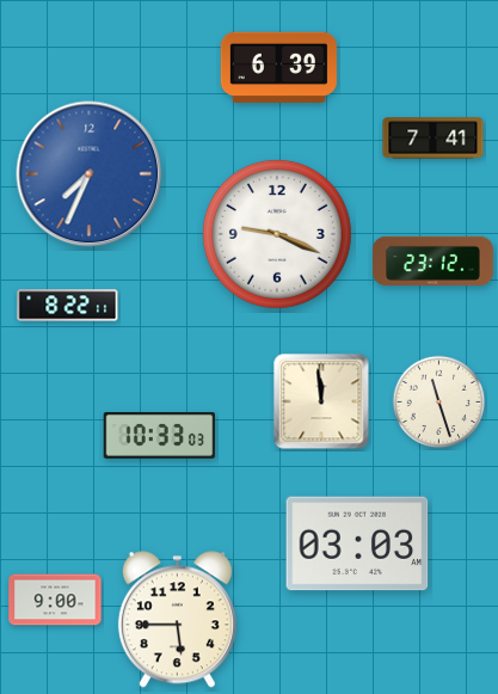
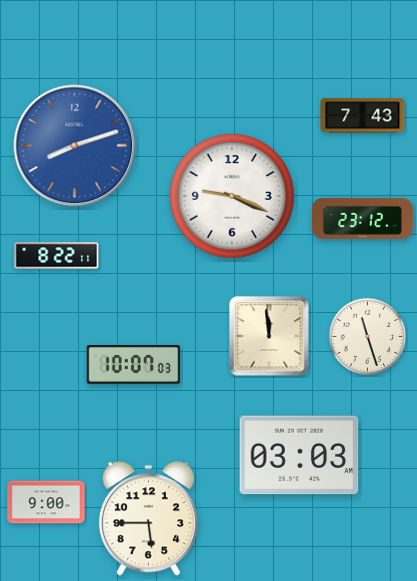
clock at (278, 67): 6:39 -> none
clock at (434, 139): 7:41 -> 7:43
clock at (90, 174): 7:34 -> 8:12
clock at (160, 436): 10:33 -> 10:07
